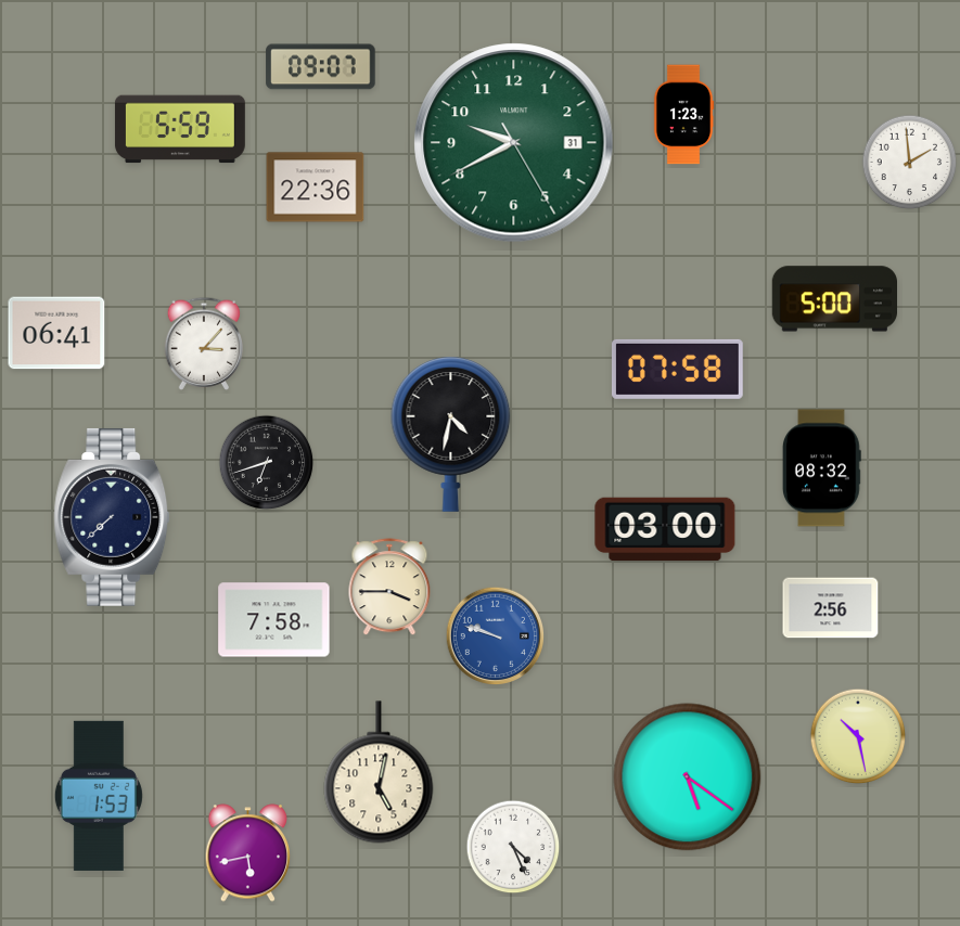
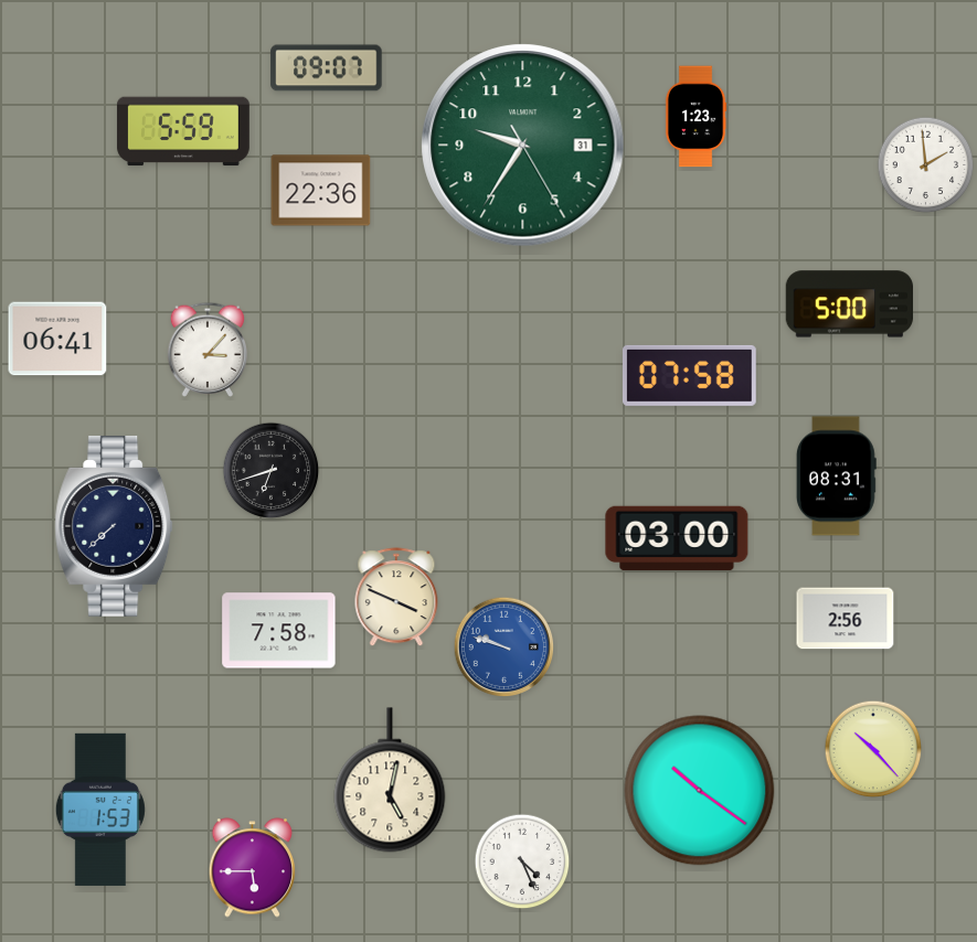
clock at (514, 143): 9:40 -> 9:35
clock at (451, 434): 4:32 -> none
clock at (821, 468): 08:32 -> 08:31
clock at (389, 588): 3:45 -> 3:49
clock at (858, 736): 10:28 -> 10:23
clock at (379, 772) position: (379, 772) -> (390, 780)
clock at (688, 777): 5:21 -> 10:21
clock at (248, 853): 5:43 -> 5:45
